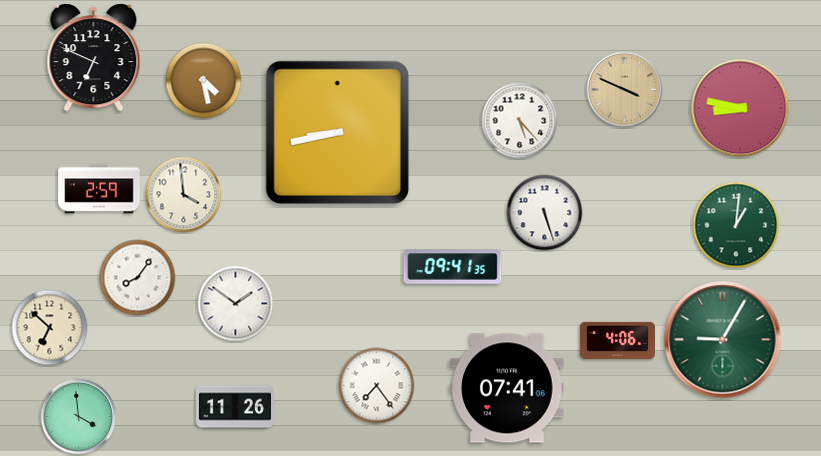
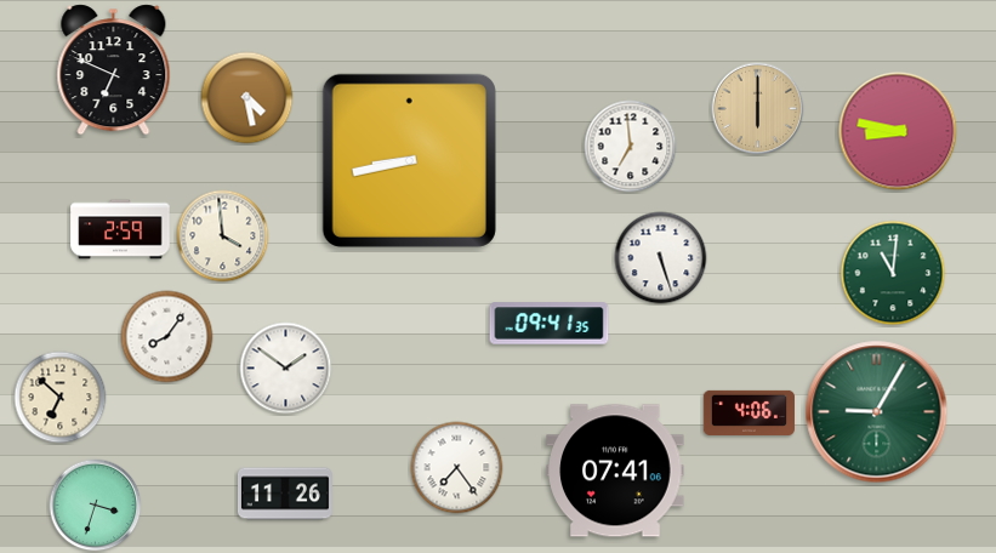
clock at (625, 90): 3:49 -> 6:00
clock at (520, 121): 5:23 -> 6:59
clock at (736, 225): 1:01 -> 11:01
clock at (79, 417): 3:59 -> 3:33
